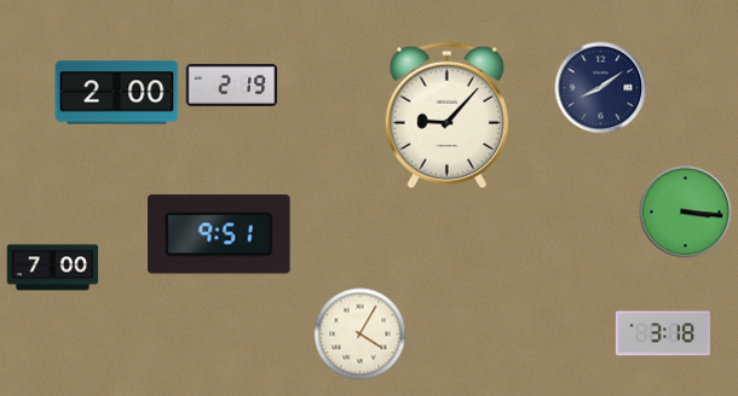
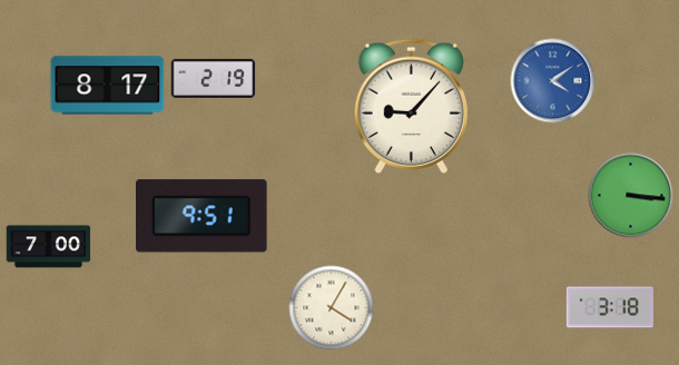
clock at (601, 88): 8:09 -> 4:09
clock at (601, 88) dial: navy -> blue
clock at (117, 93): 2:00 -> 8:17
